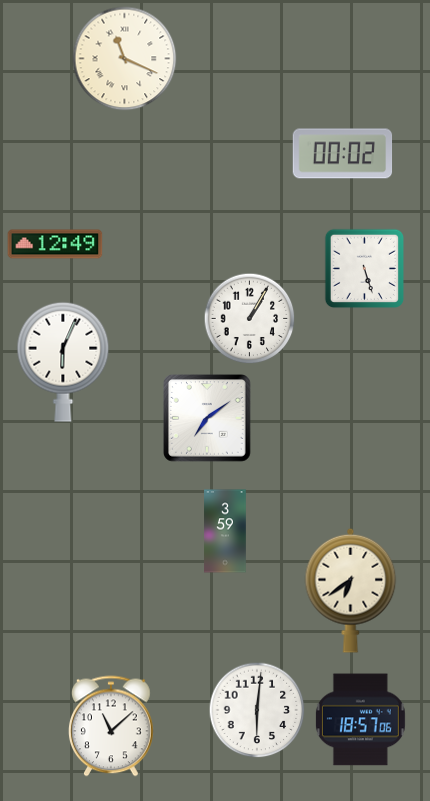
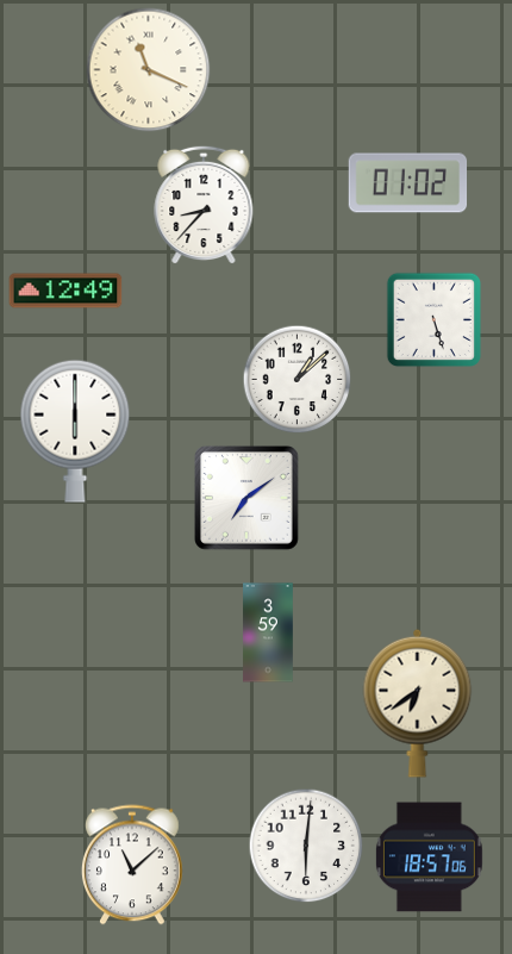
clock at (343, 154): 00:02 -> 01:02
clock at (204, 205): none -> 8:37
clock at (249, 318): 1:05 -> 1:08
clock at (63, 362): 6:04 -> 6:00
